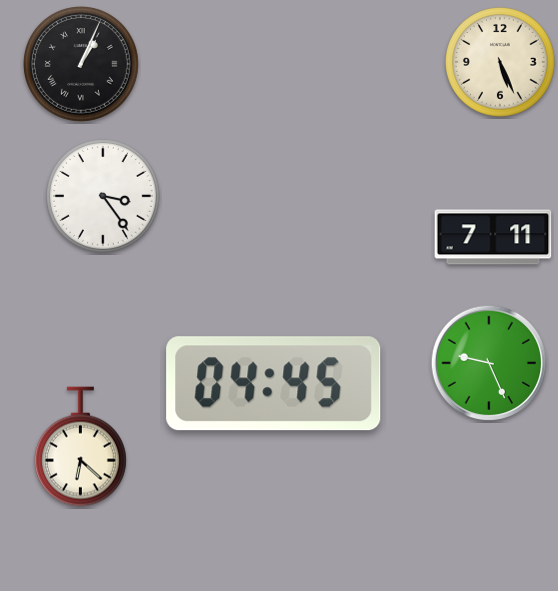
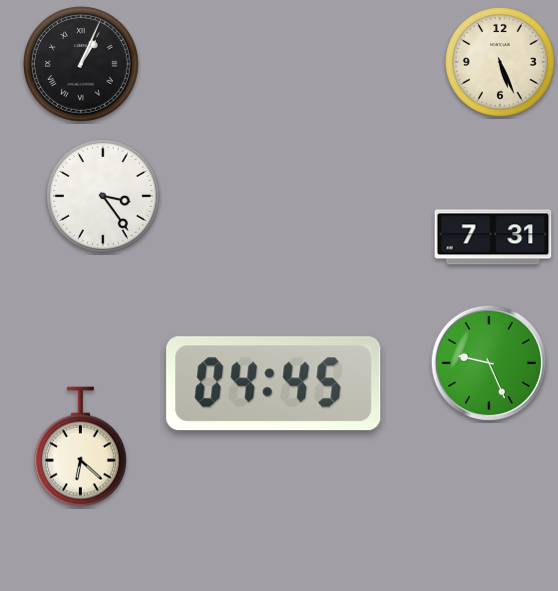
clock at (493, 237): 7:11 -> 7:31
